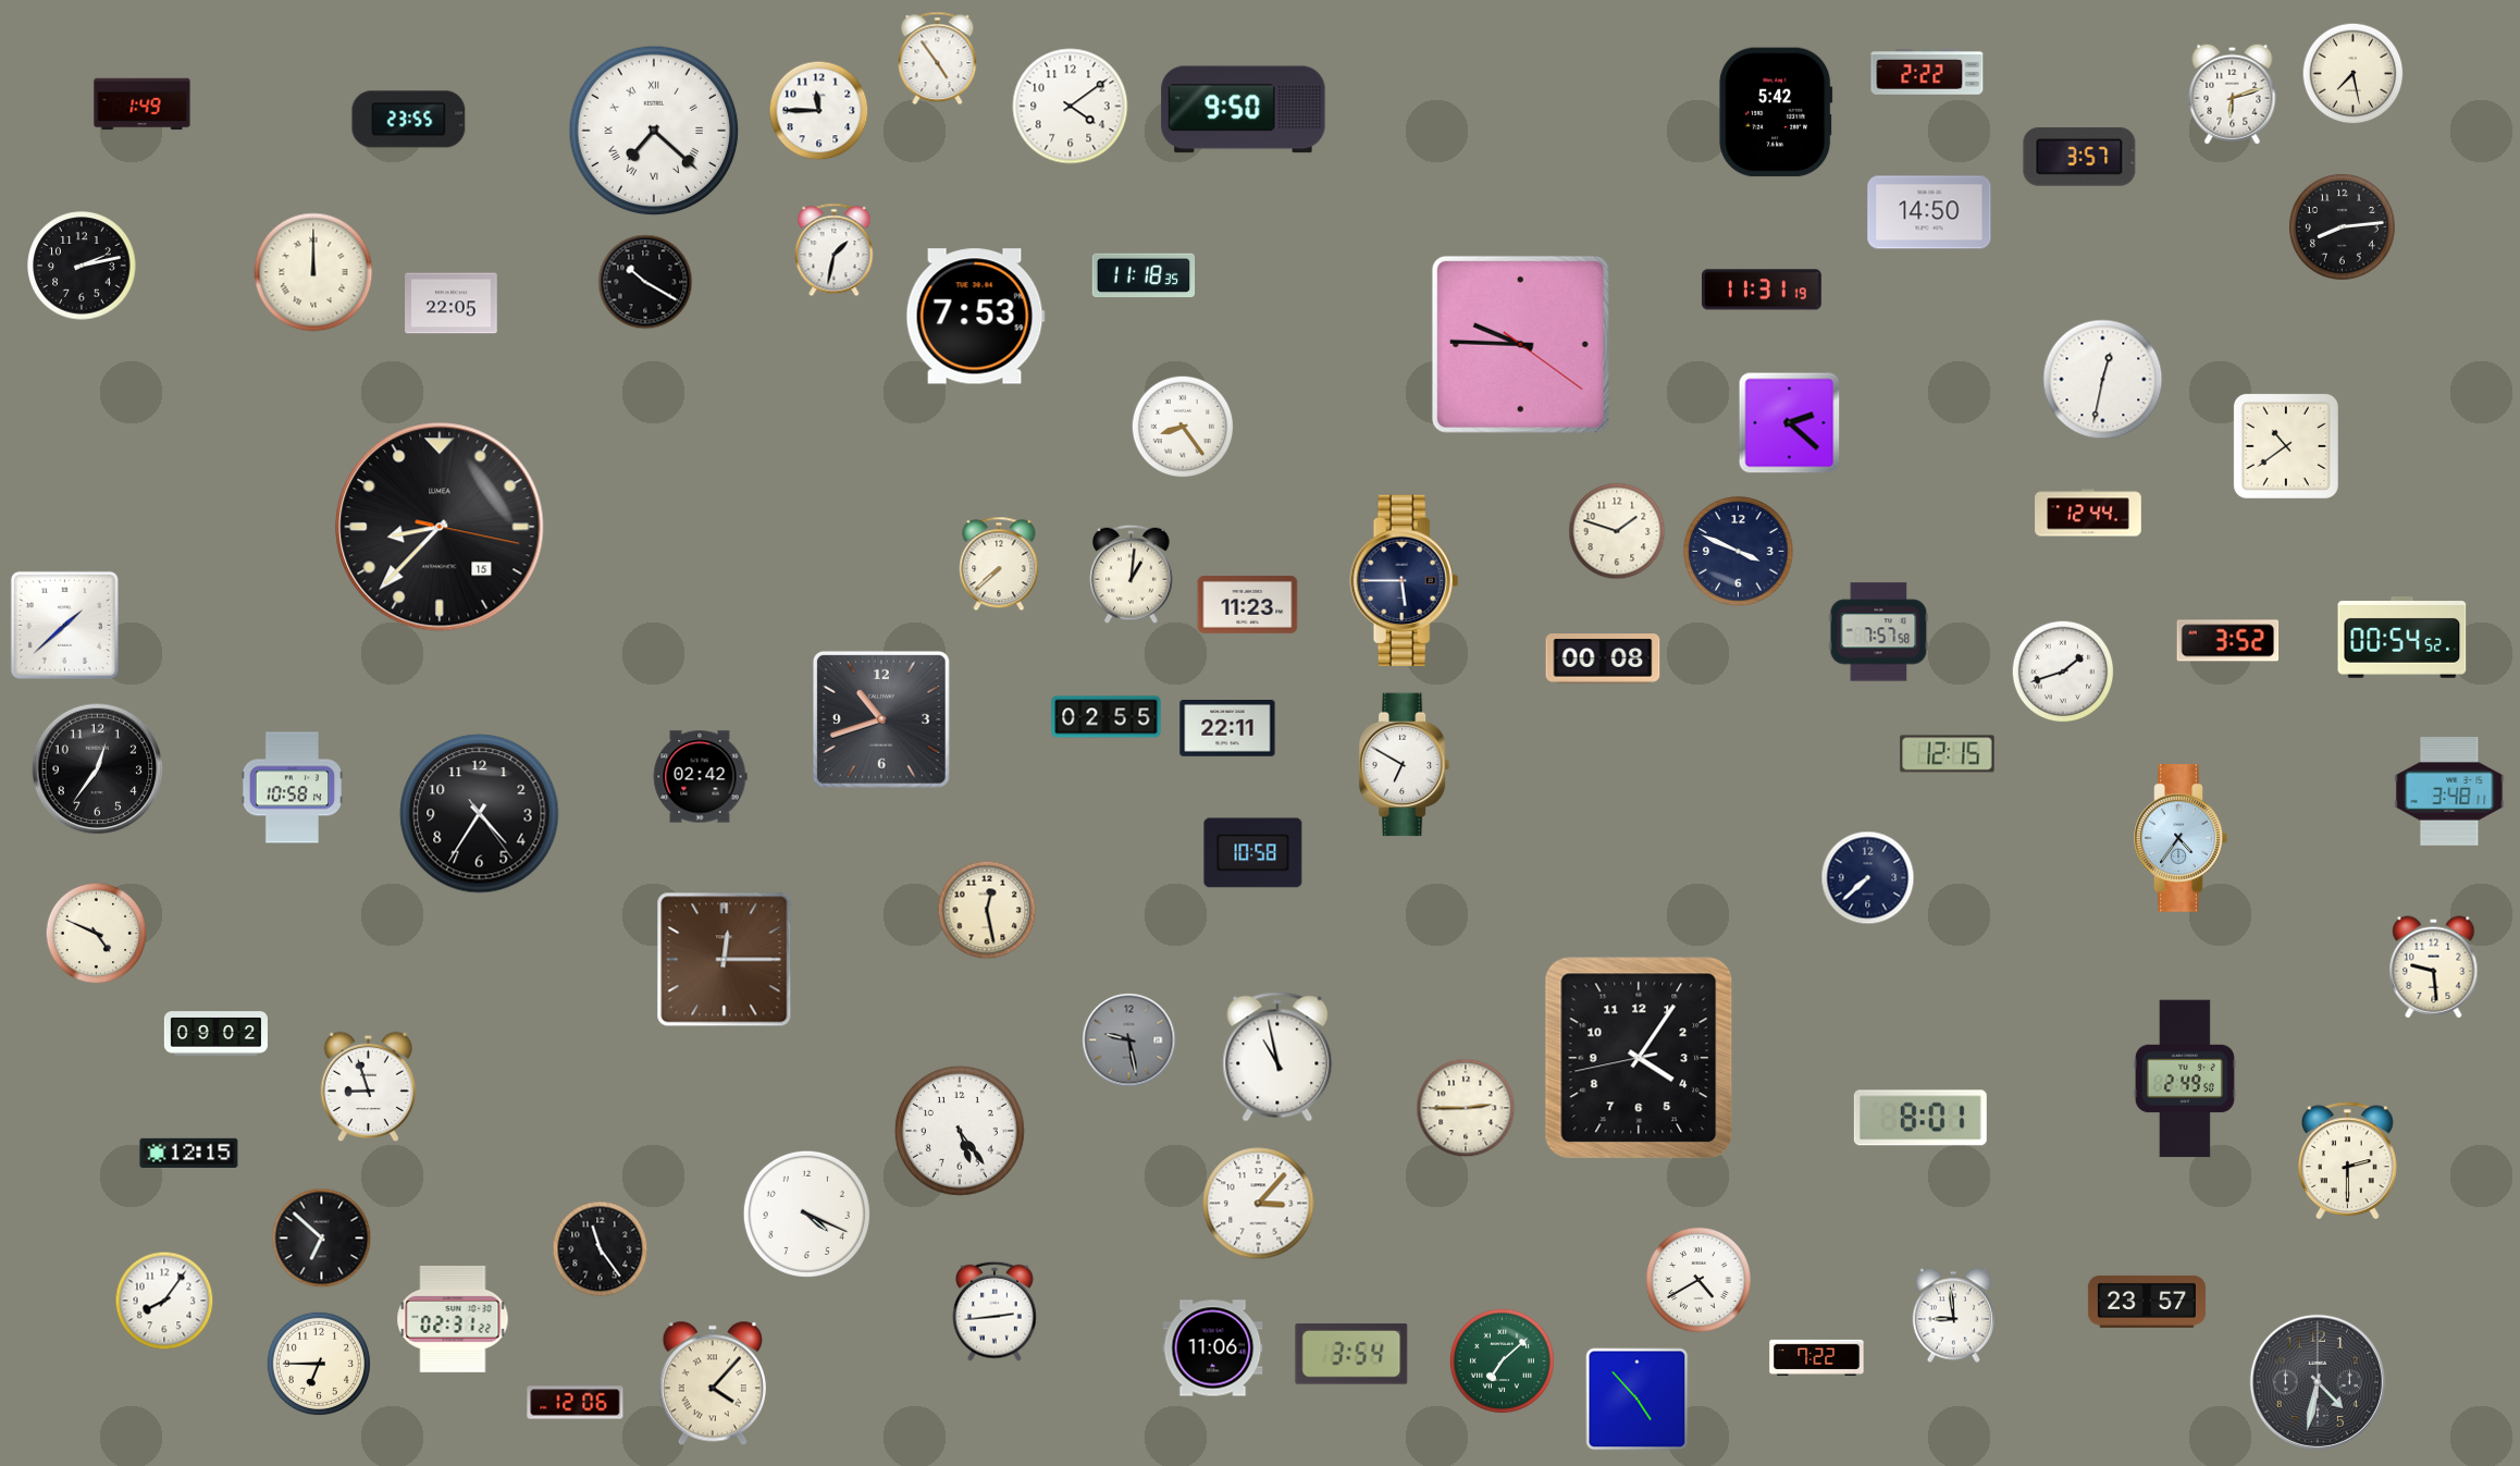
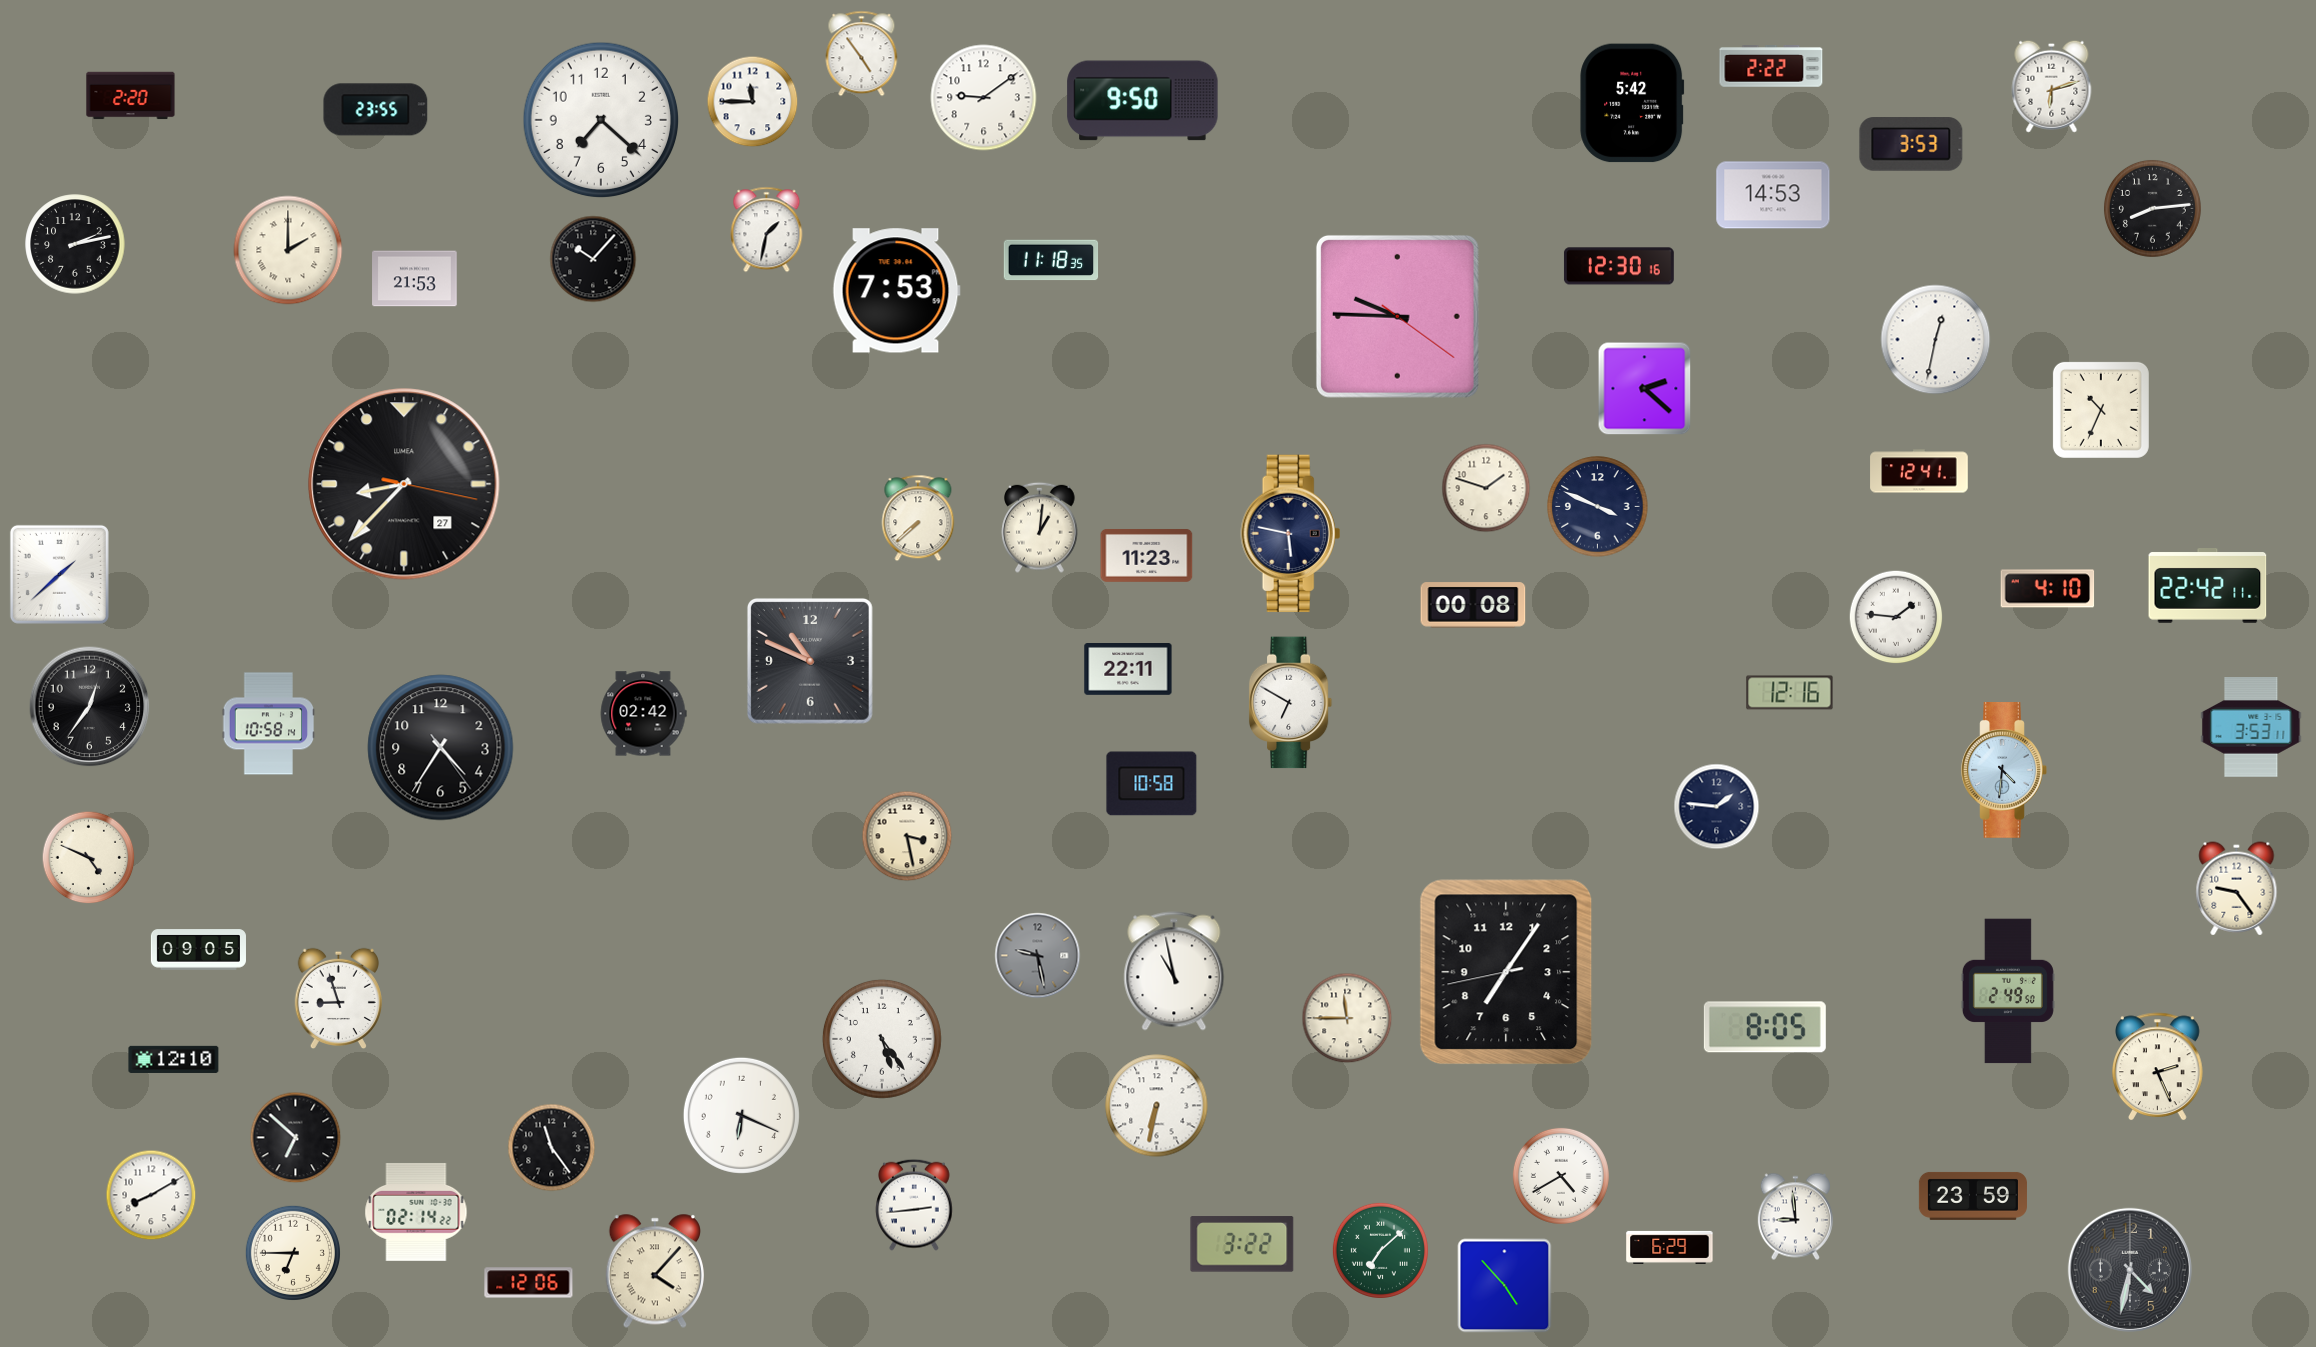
clock at (2354, 74): 7:28 -> none
clock at (143, 104): 1:49 -> 2:20
clock at (1071, 107): 4:09 -> 9:09
clock at (654, 131) numerals: Roman -> Arabic
clock at (2079, 157): 3:57 -> 3:53
clock at (1929, 212): 14:50 -> 14:53
clock at (313, 272): 12:00 -> 2:00
clock at (1144, 275) position: (1144, 275) -> (1051, 260)
clock at (645, 282): 10:20 -> 10:07
clock at (1762, 289): 11:31 -> 12:30
clock at (452, 304): 22:05 -> 21:53
clock at (2103, 380) position: (2103, 380) -> (1936, 340)
clock at (1183, 427): 8:24 -> none
clock at (2286, 446): 10:39 -> 10:34
clock at (2088, 513): 12:44 -> 12:41
clock at (440, 527) date: 15 -> 27
clock at (1405, 581): 5:45 -> 5:47
clock at (1879, 632): 7:57 -> none
clock at (2402, 638): 00:54 -> 22:42
clock at (2228, 641): 3:52 -> 4:10
clock at (2063, 672): 1:42 -> 1:46
clock at (1107, 717): 02:55 -> none
clock at (881, 719): 10:42 -> 10:49
clock at (1948, 754): 12:15 -> 12:16
clock at (2449, 792): 3:48 -> 3:53
clock at (2181, 839): 4:36 -> 4:31
clock at (1868, 878): 7:38 -> 1:46
clock at (987, 910): 12:28 -> 3:28
clock at (725, 960): 12:15 -> none
clock at (2434, 968): 9:29 -> 9:24
clock at (215, 1034): 09:02 -> 09:05
clock at (1639, 1058): 4:05 -> 7:05
clock at (1466, 1108): 2:45 -> 11:45
clock at (1920, 1118): 8:01 -> 8:05
clock at (189, 1153): 12:15 -> 12:10
clock at (2348, 1160): 2:30 -> 2:26
clock at (1259, 1204): 3:07 -> 6:32
clock at (806, 1214): 4:19 -> 6:19
clock at (164, 1301): 8:06 -> 8:10
clock at (2147, 1302): 23:57 -> 23:59
clock at (1953, 1316) position: (1953, 1316) -> (1795, 1217)
clock at (453, 1319): 02:31 -> 02:14
clock at (1213, 1348): 11:06 -> none
clock at (1351, 1354): 3:54 -> 3:22
clock at (1817, 1357): 7:22 -> 6:29
clock at (576, 1403) position: (576, 1403) -> (529, 1283)
